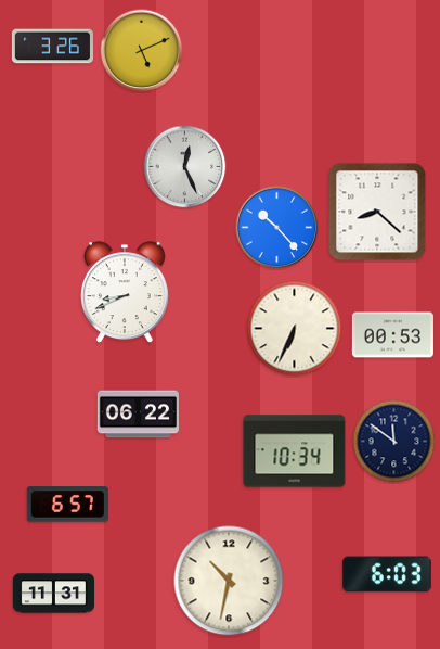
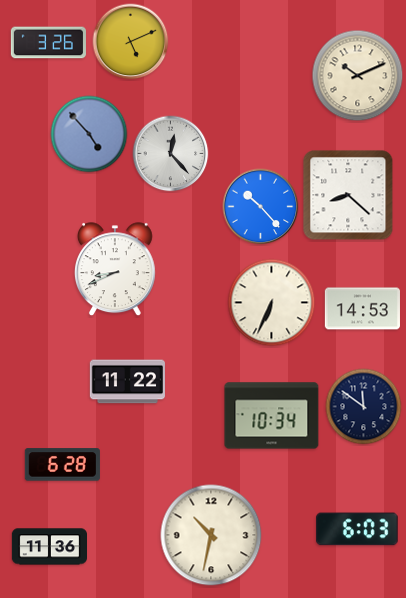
clock at (142, 51) position: (142, 51) -> (131, 42)
clock at (358, 76): none -> 10:11
clock at (89, 134): none -> 4:53
clock at (185, 167): 12:26 -> 12:23
clock at (277, 228) position: (277, 228) -> (261, 207)
clock at (392, 335): 00:53 -> 14:53
clock at (138, 415): 06:22 -> 11:22
clock at (67, 505): 6:57 -> 6:28
clock at (53, 594): 11:31 -> 11:36
